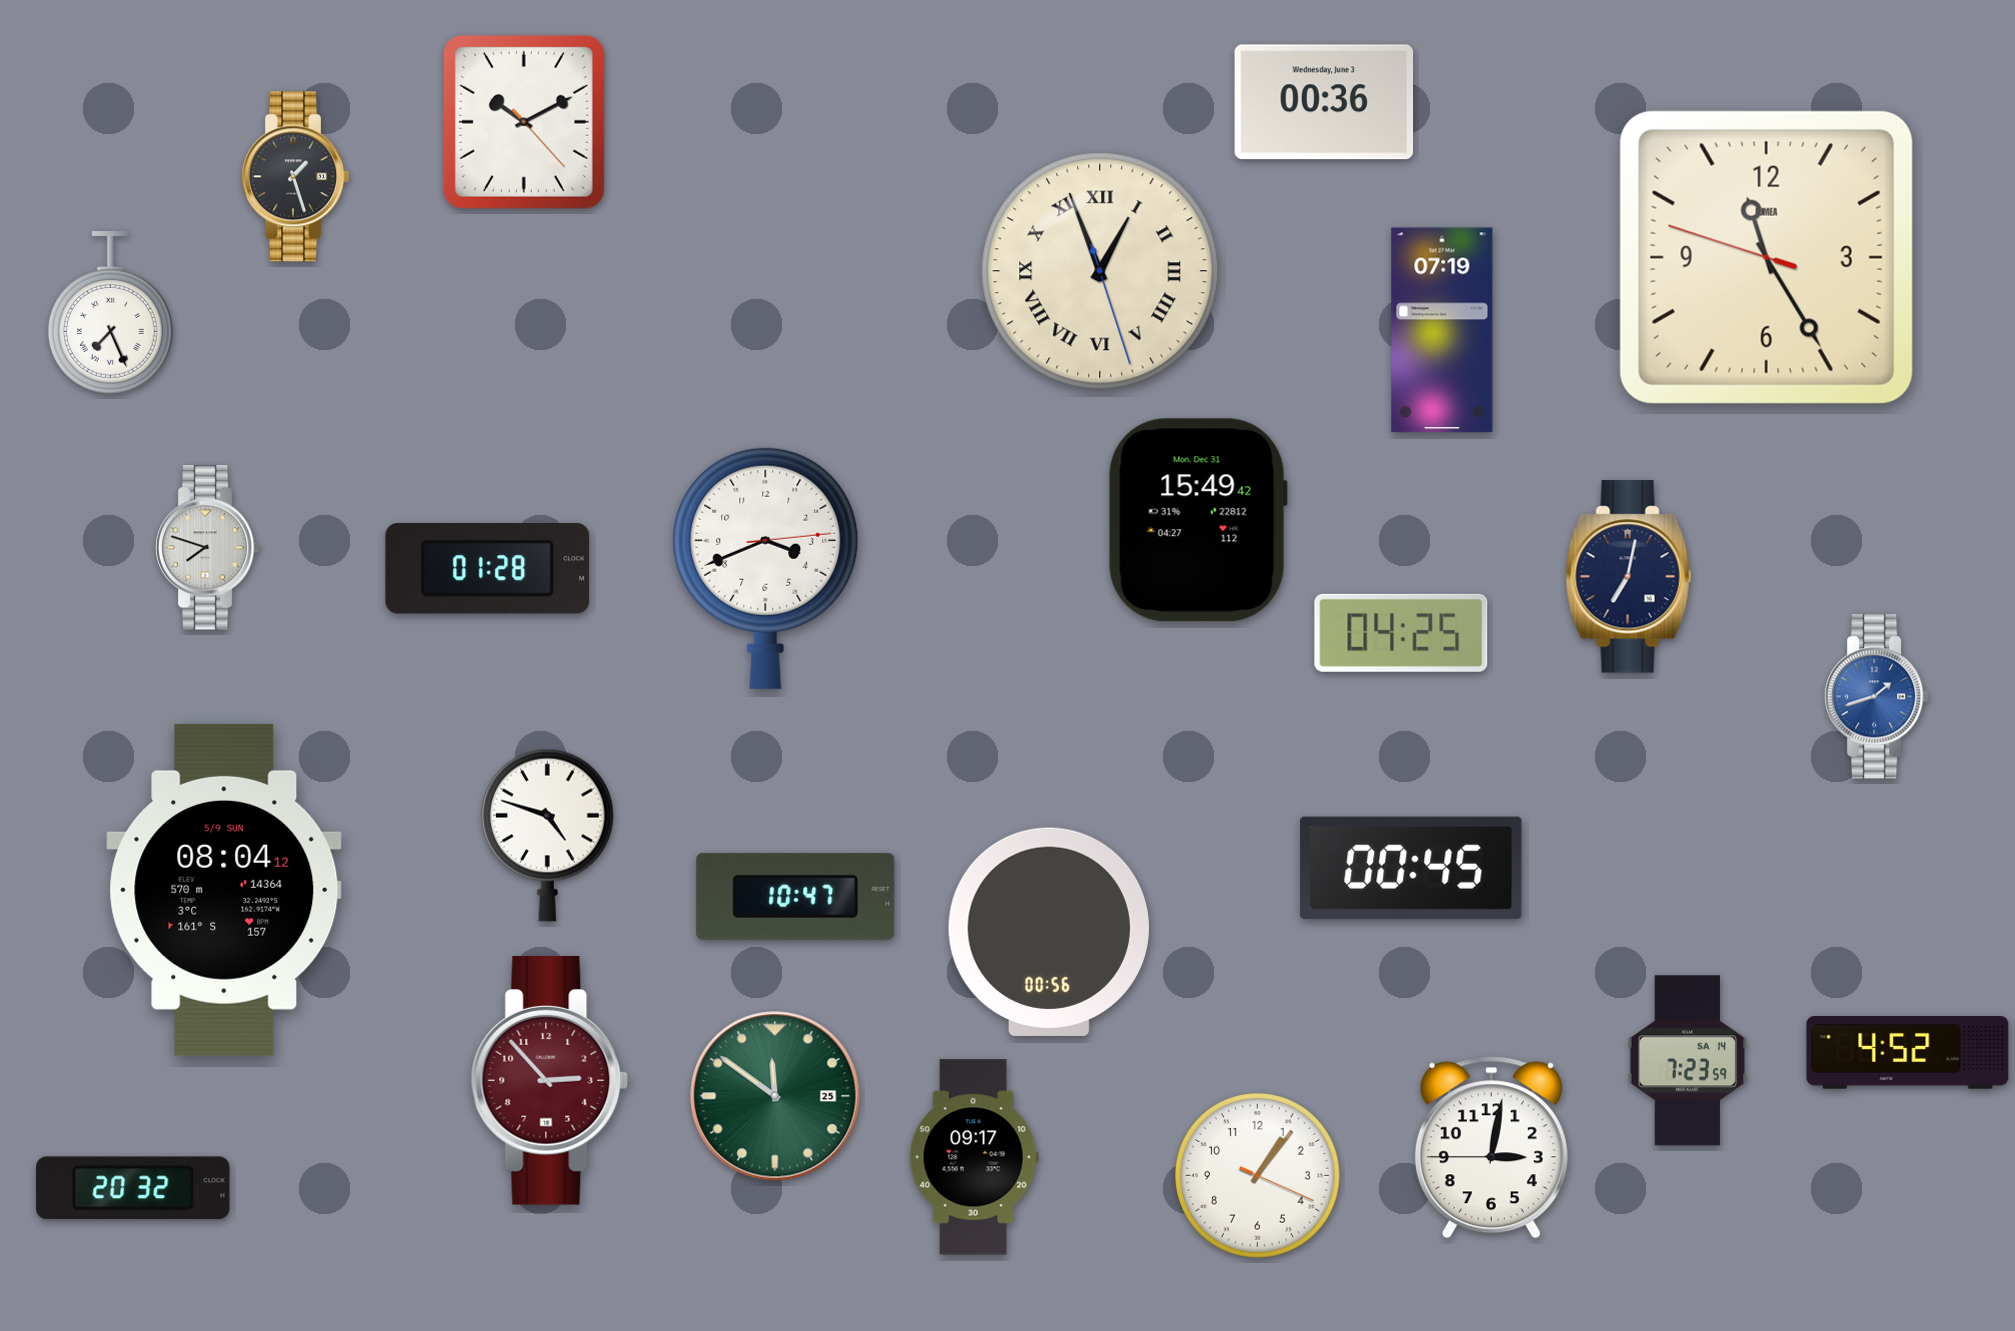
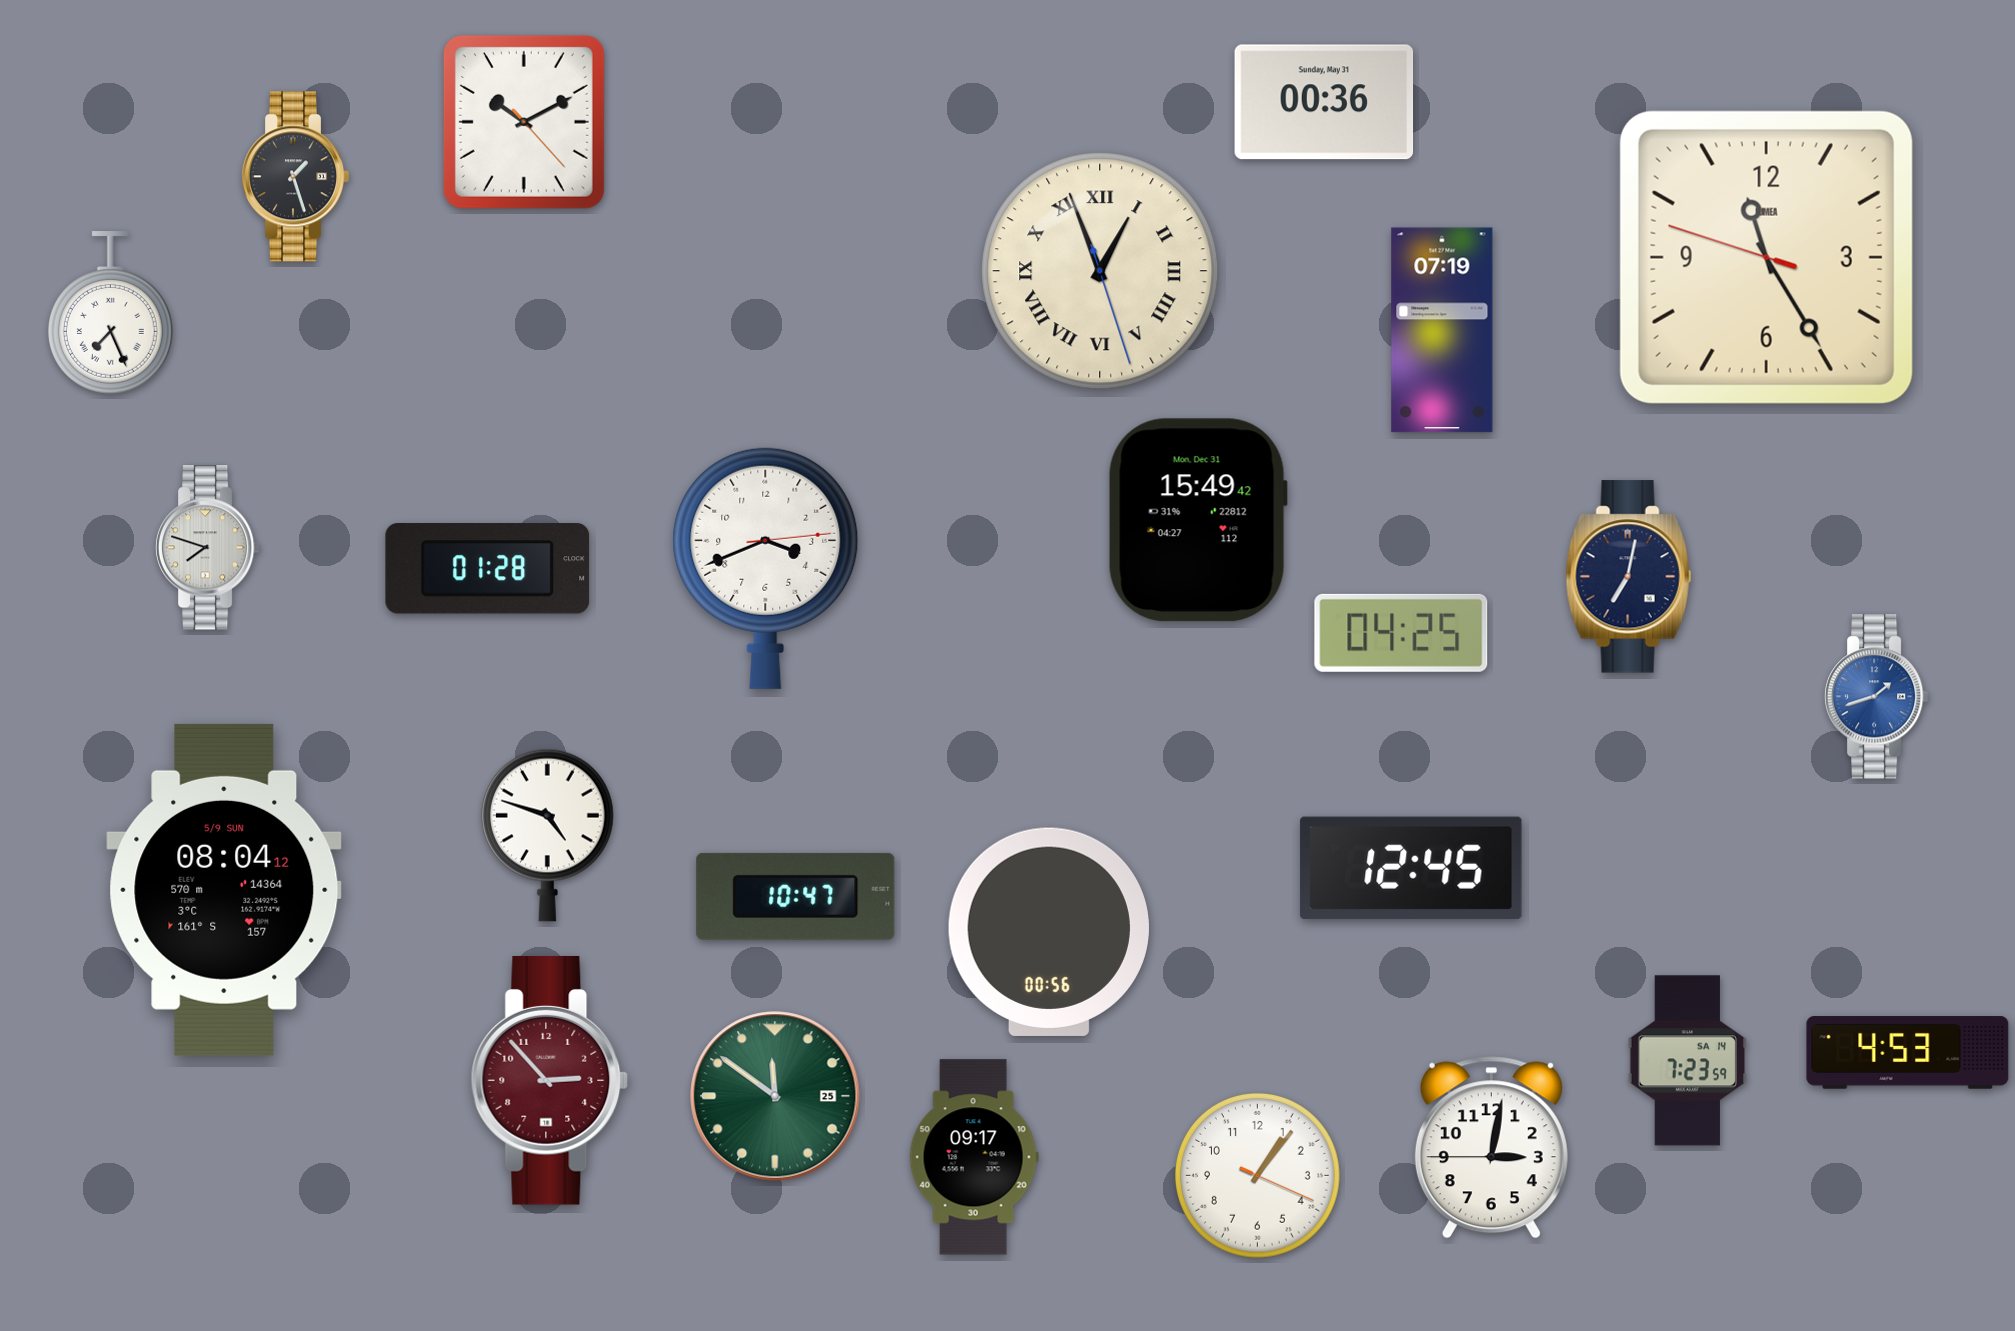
clock at (1324, 102) date: Wednesday, June 3 -> Sunday, May 31
clock at (1411, 868): 00:45 -> 12:45
clock at (1908, 1053): 4:52 -> 4:53
clock at (133, 1188): 20:32 -> none
